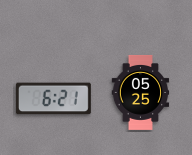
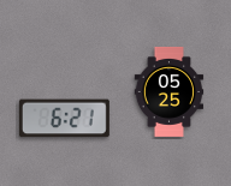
clock at (141, 92) position: (141, 92) -> (170, 91)
